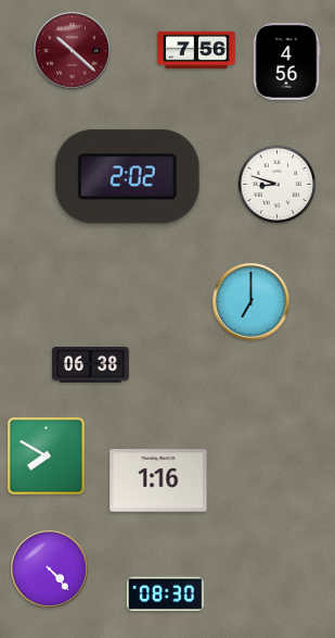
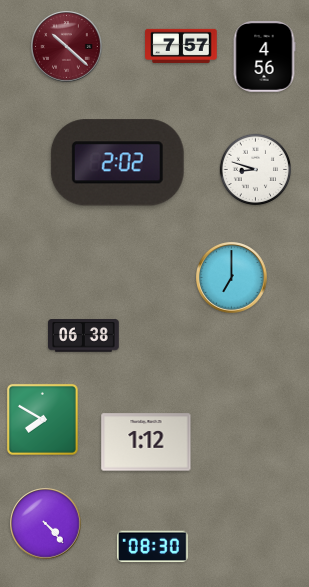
clock at (196, 50): 7:56 -> 7:57
clock at (158, 480): 1:16 -> 1:12
